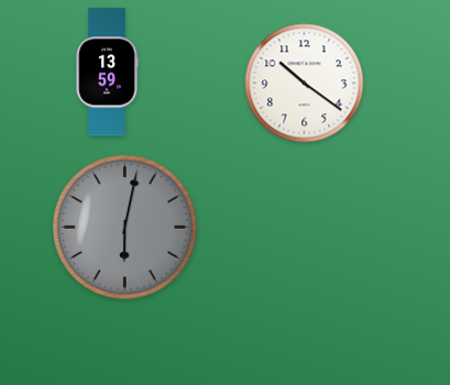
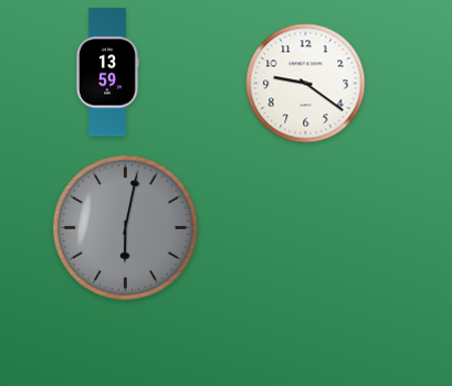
clock at (305, 84): 10:21 -> 9:21
